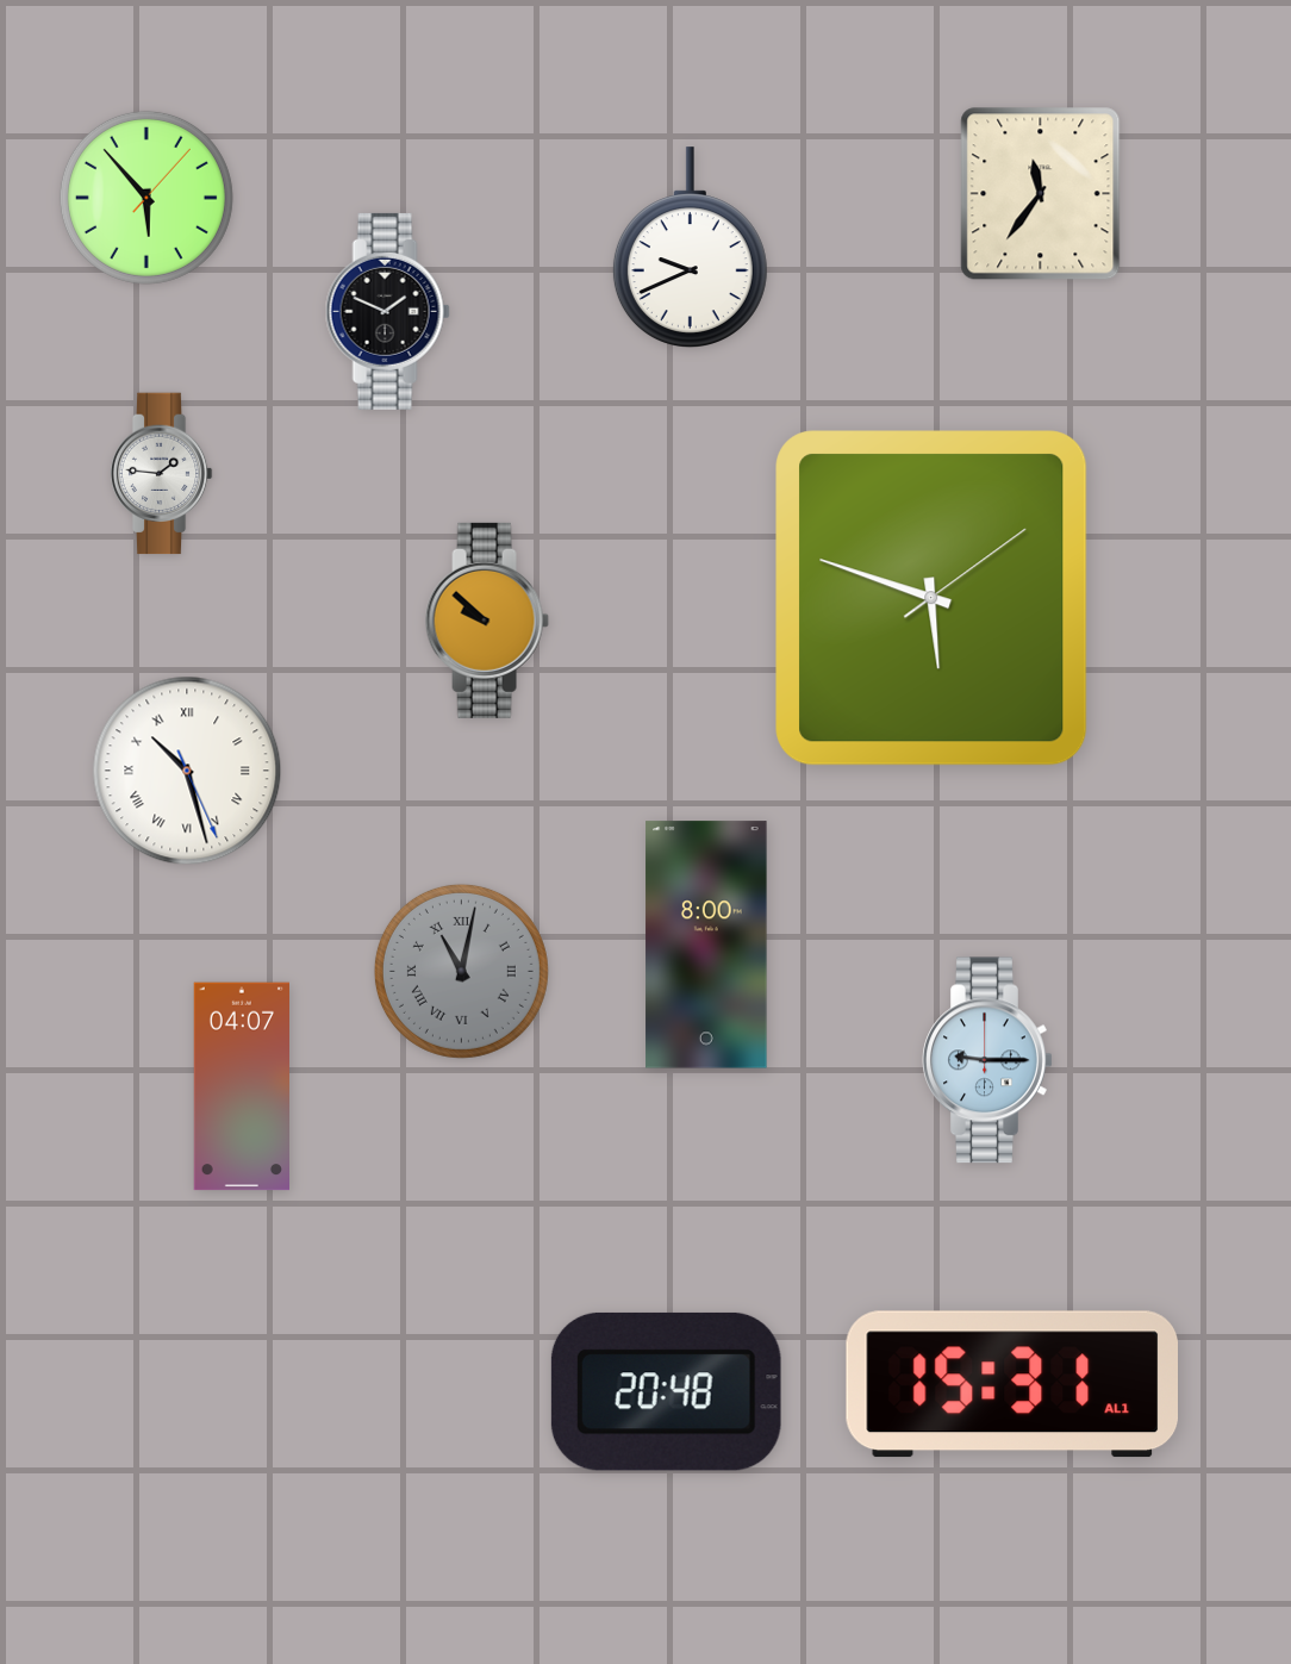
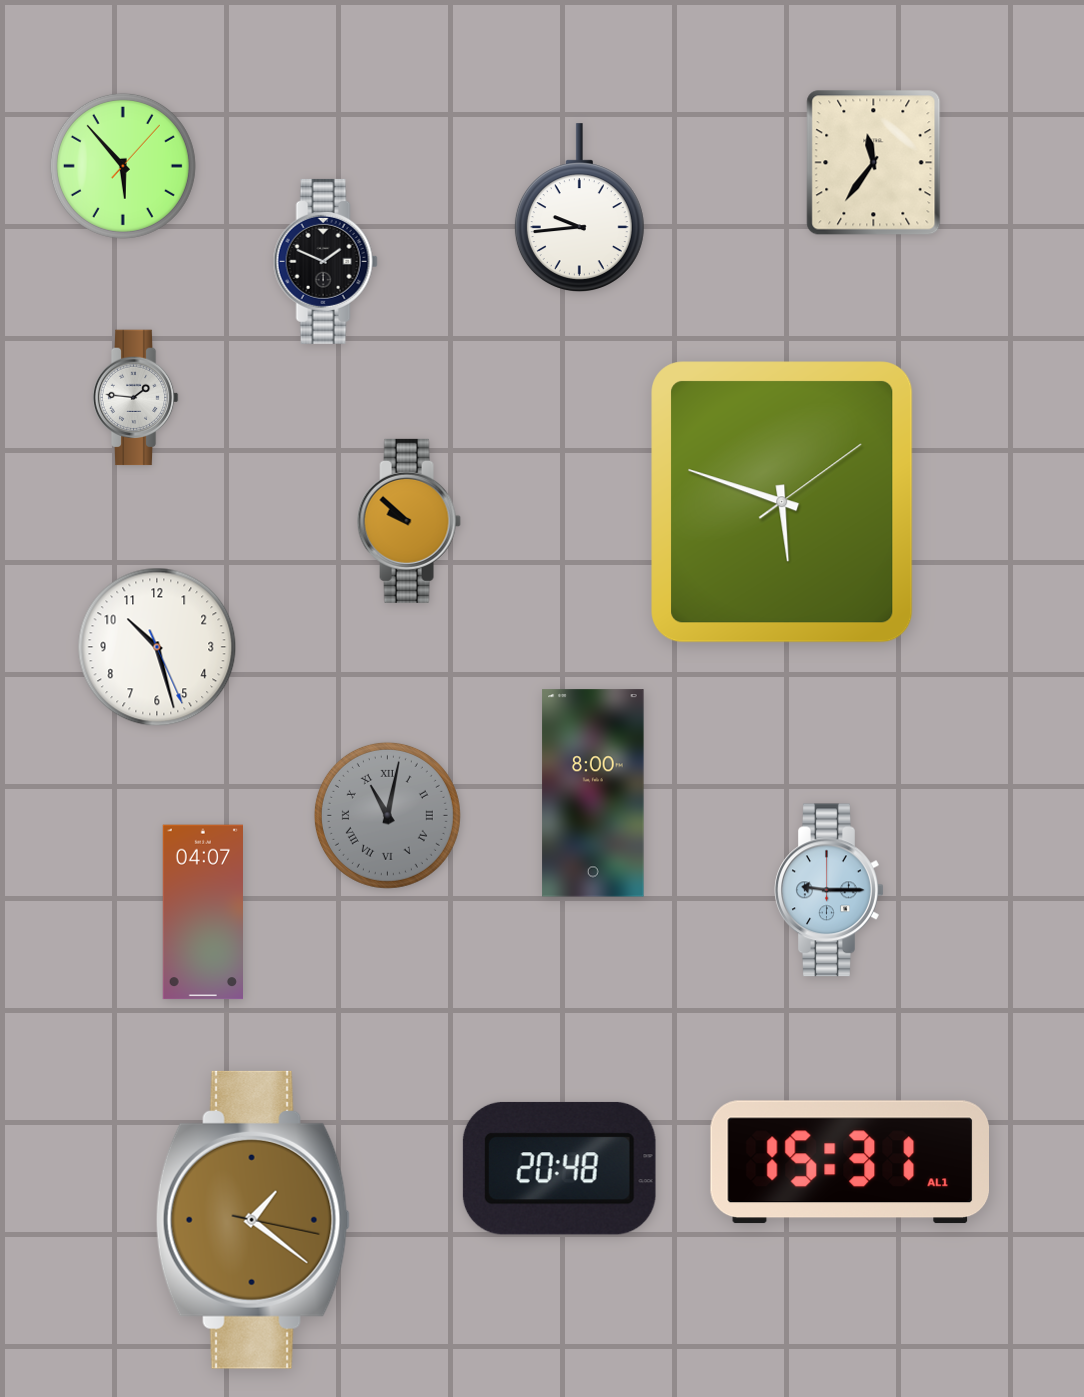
clock at (690, 247): 9:41 -> 9:44
clock at (187, 771) numerals: Roman -> Arabic
clock at (253, 1220): none -> 1:21
